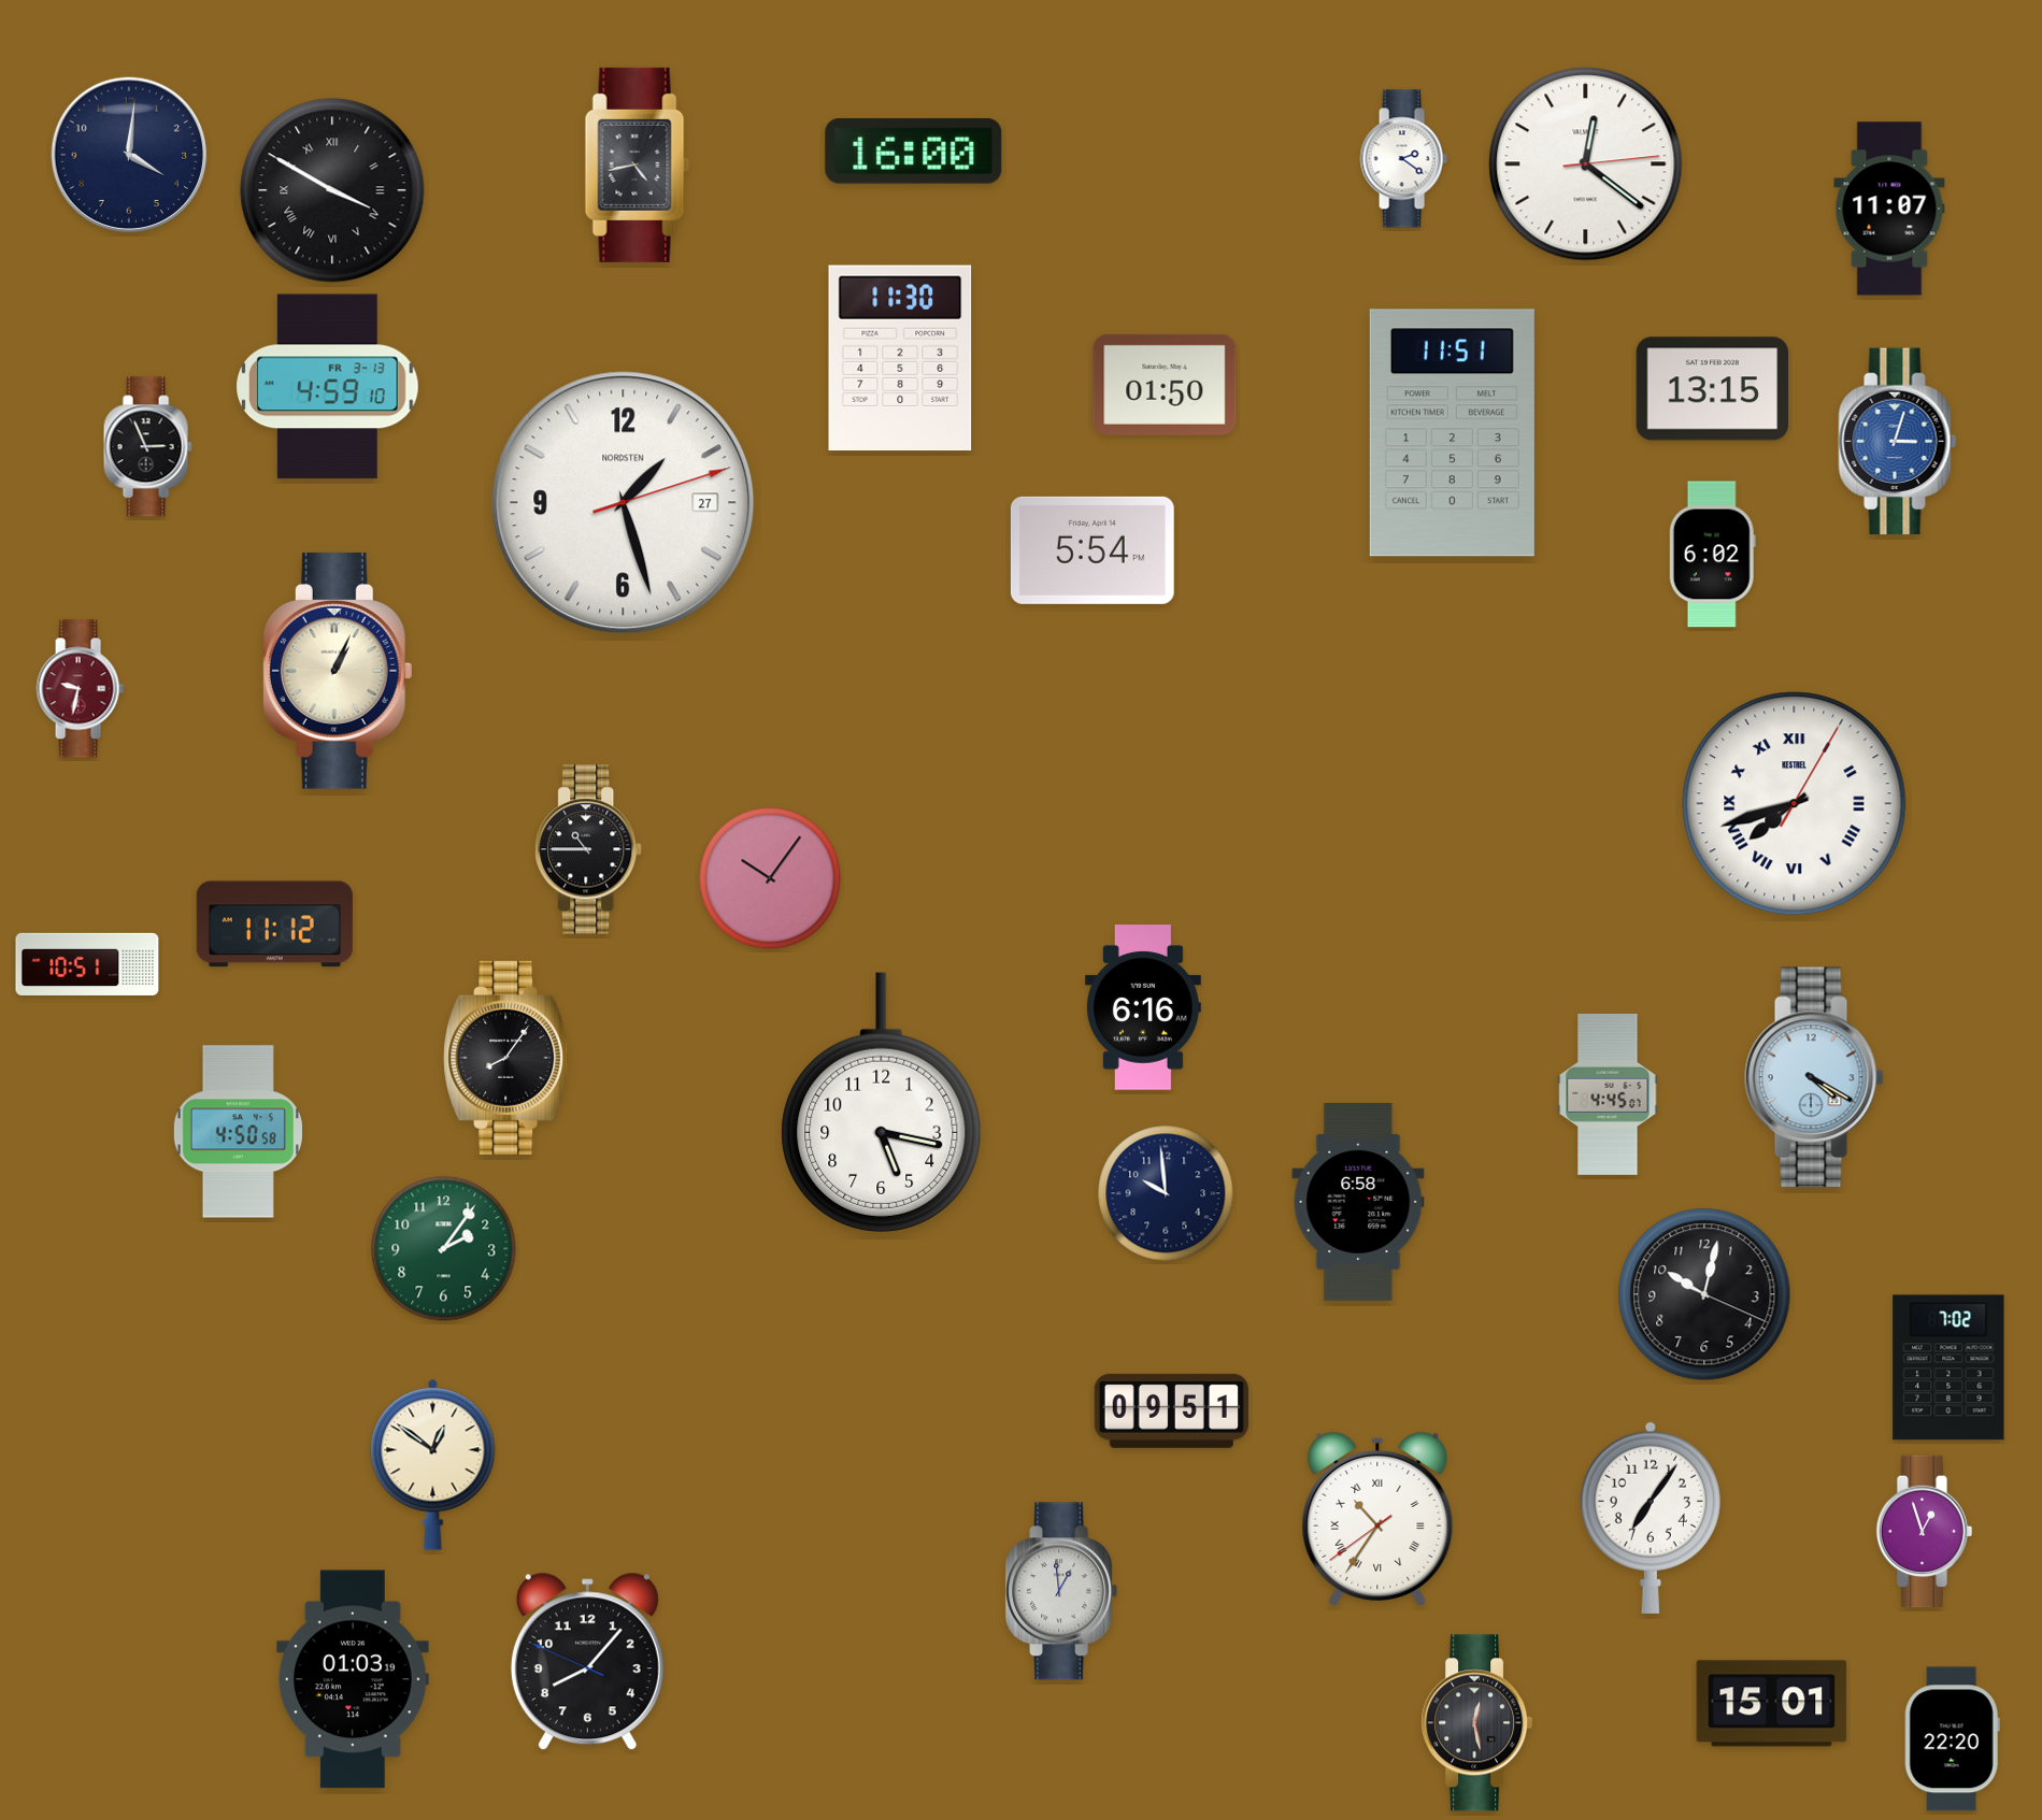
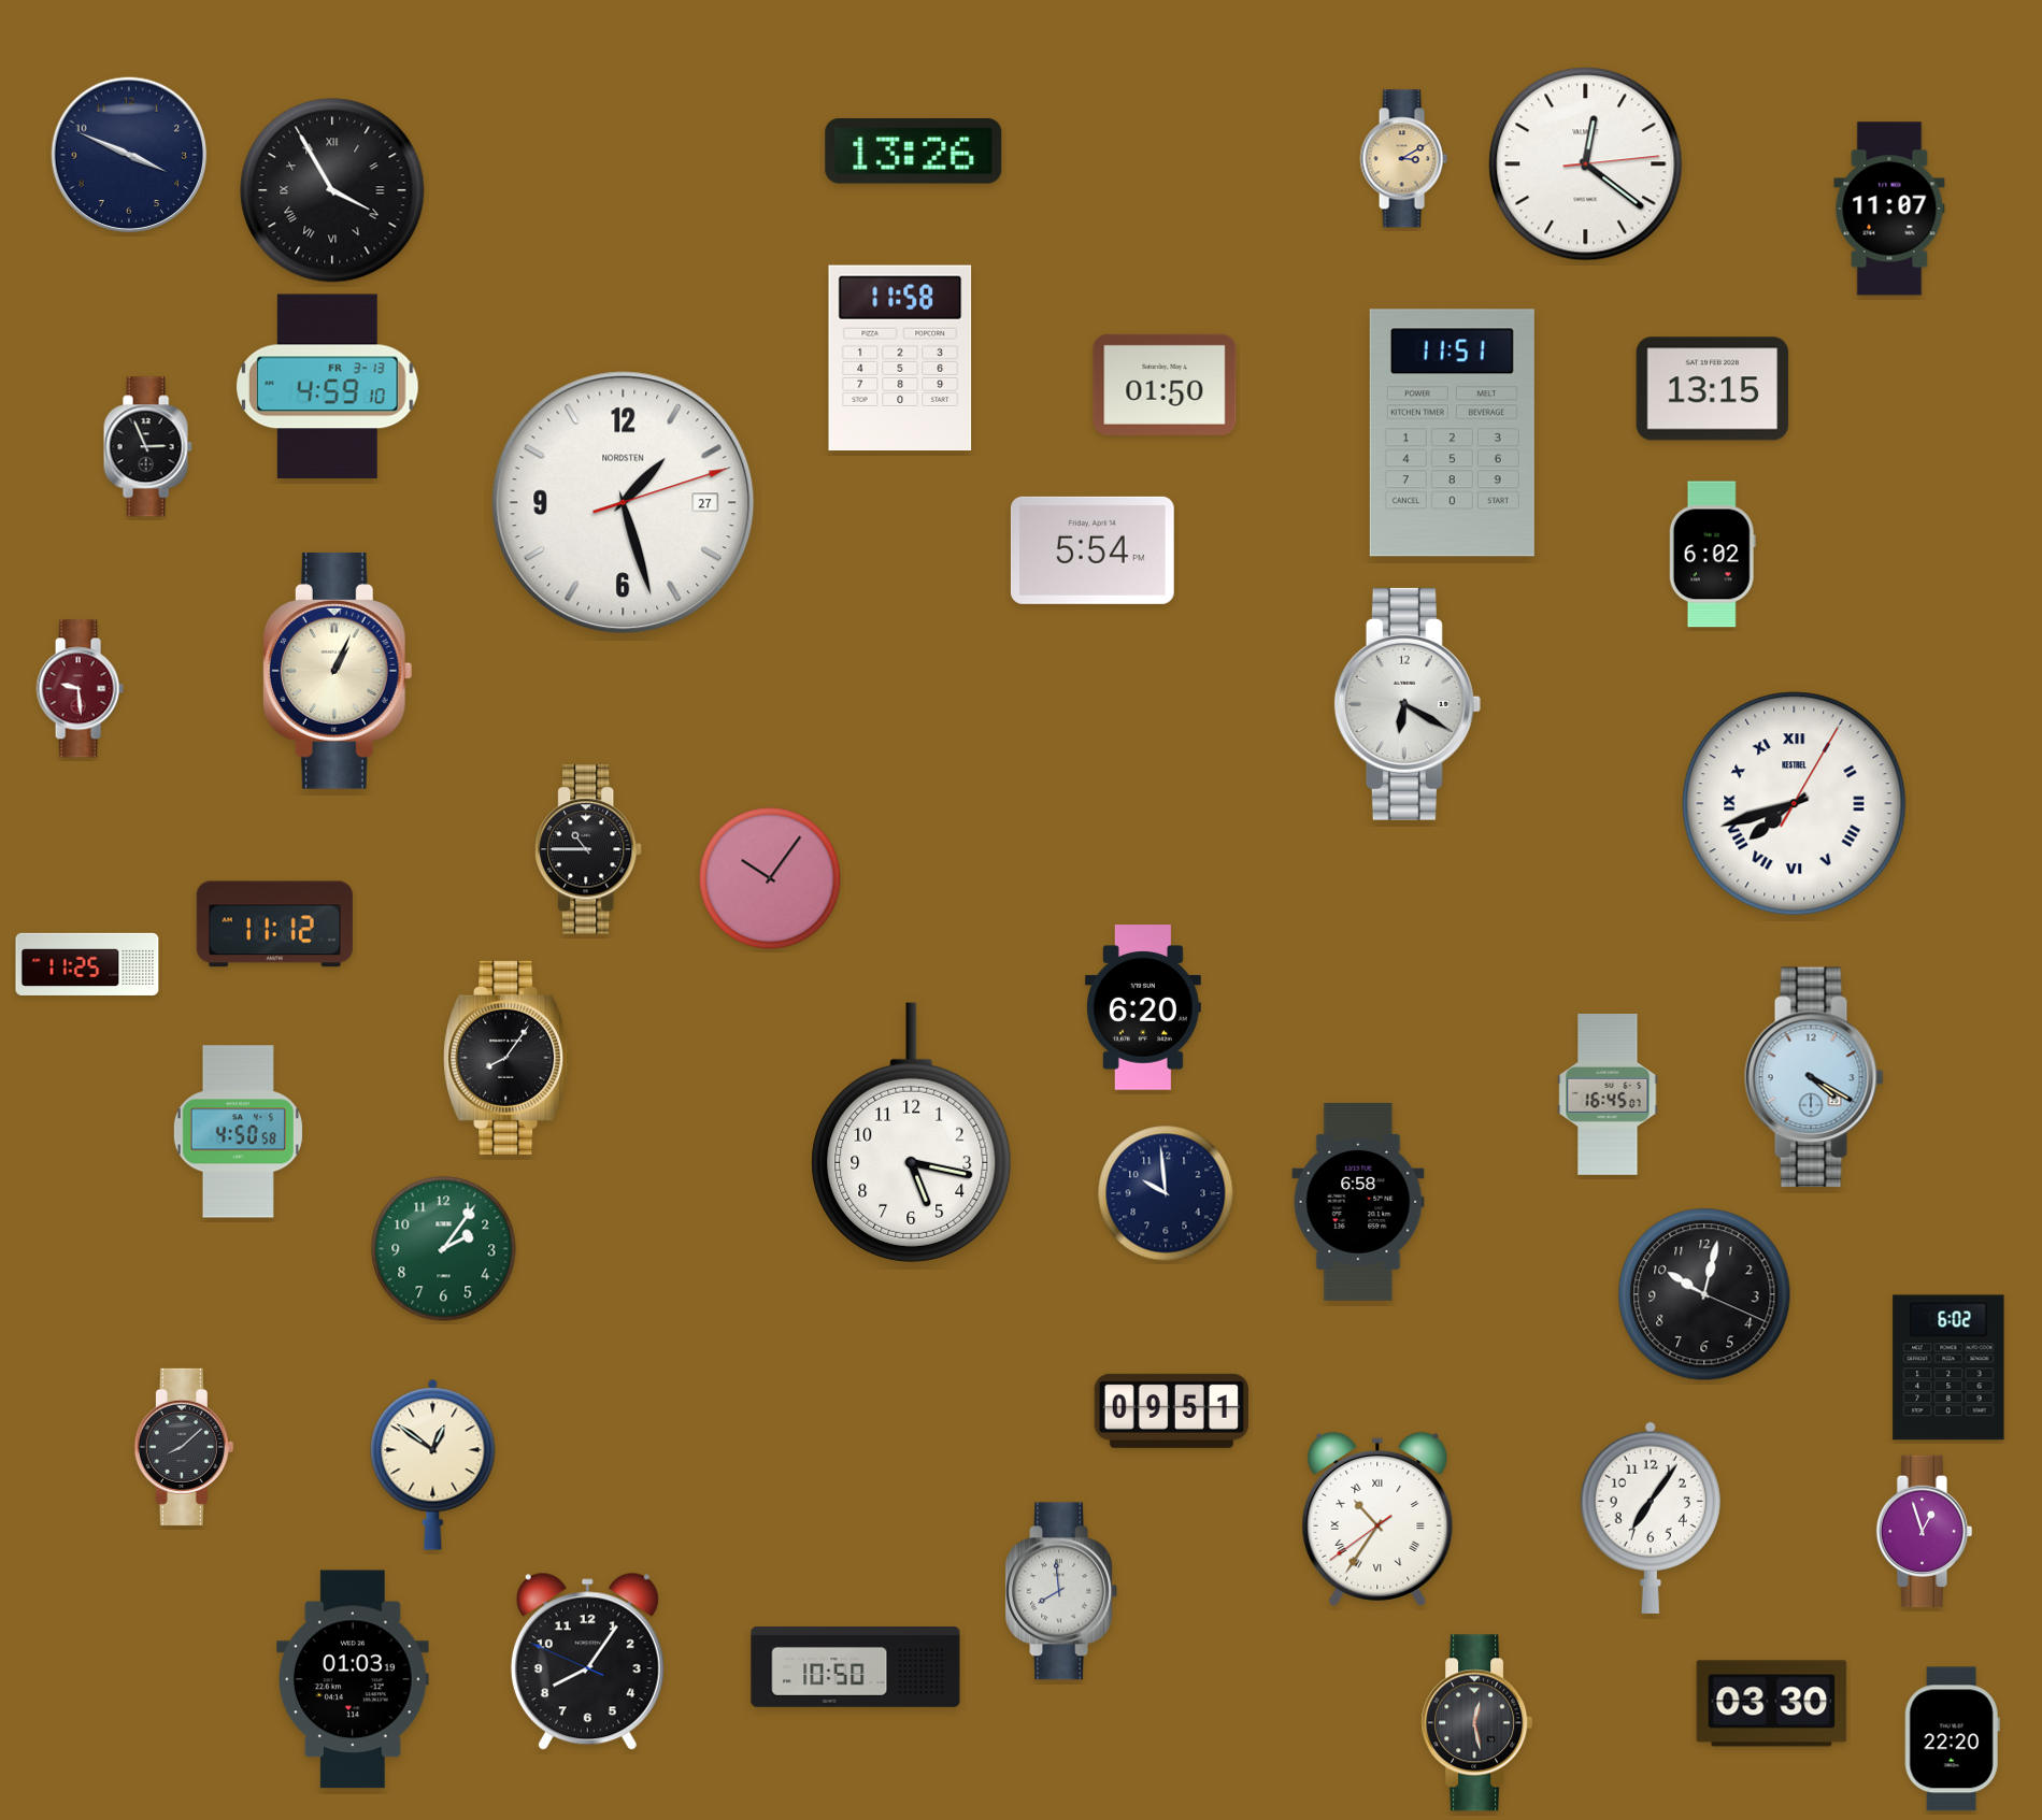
clock at (914, 152): 16:00 -> 13:26
clock at (129, 155): 4:01 -> 3:49
clock at (1403, 159): 2:21 -> 3:10
clock at (1403, 159) dial: white -> champagne
clock at (638, 164): 4:43 -> none
clock at (332, 190): 3:50 -> 3:55
clock at (900, 358): 11:30 -> 11:58
clock at (1898, 442): 3:03 -> none
clock at (80, 689): 9:32 -> 9:29
clock at (1408, 704): none -> 6:20
clock at (87, 964): 10:51 -> 11:25
clock at (1143, 1007): 6:16 -> 6:20
clock at (1608, 1094): 4:45 -> 16:45
clock at (882, 1102) position: (882, 1102) -> (912, 1132)
clock at (1948, 1367): 7:02 -> 6:02
clock at (184, 1447): none -> 8:08
clock at (1061, 1591): 12:59 -> 7:59
clock at (587, 1662): 8:06 -> 8:05
clock at (856, 1667): none -> 10:50
clock at (1772, 1704): 15:01 -> 03:30
